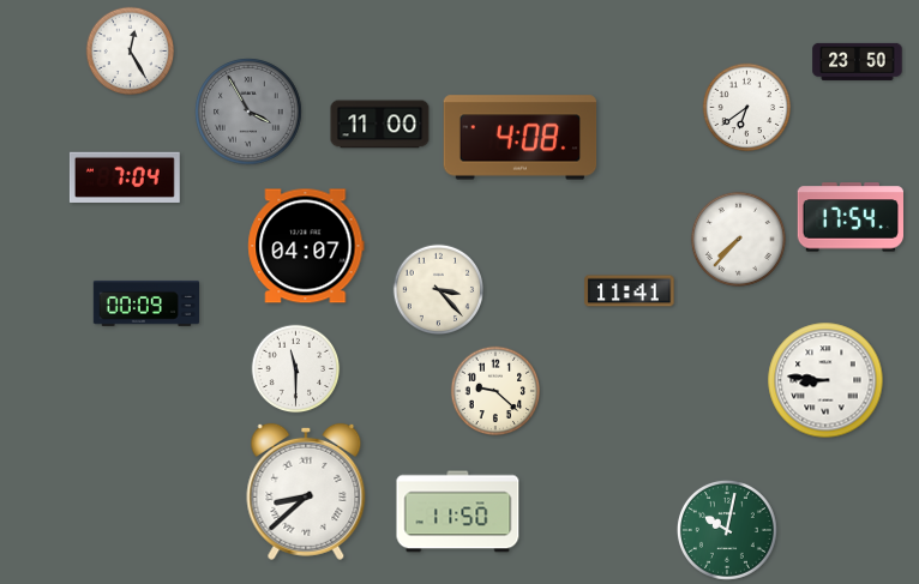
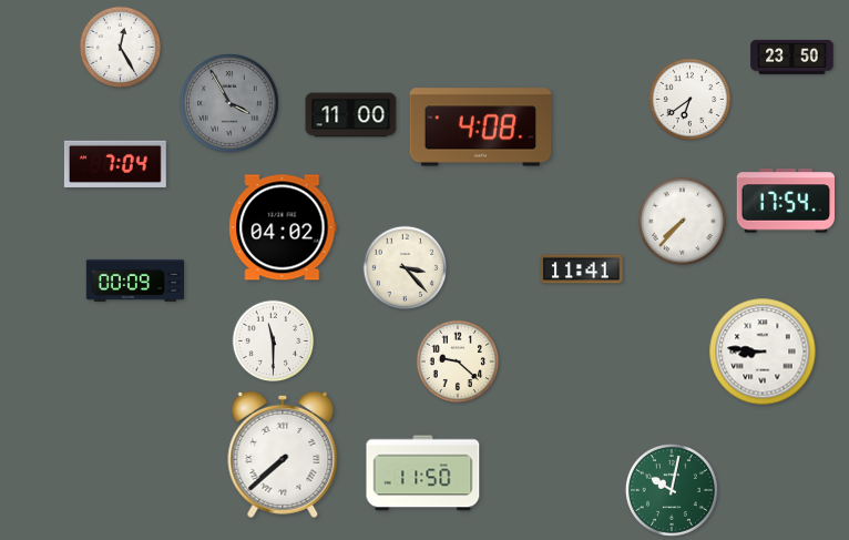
clock at (306, 246): 04:07 -> 04:02
clock at (306, 492): 8:38 -> 7:38
